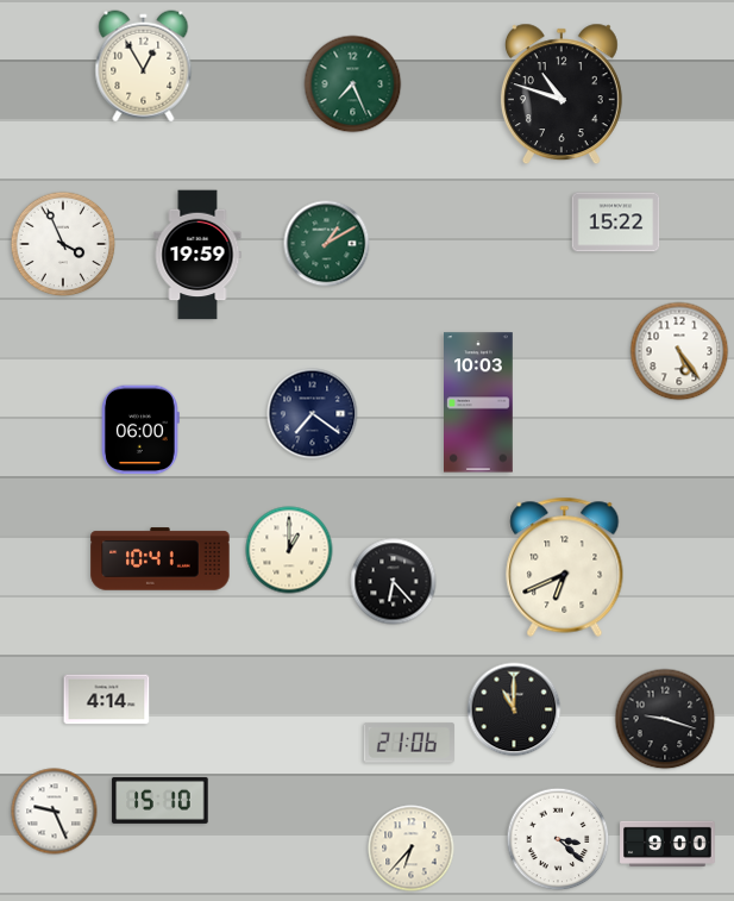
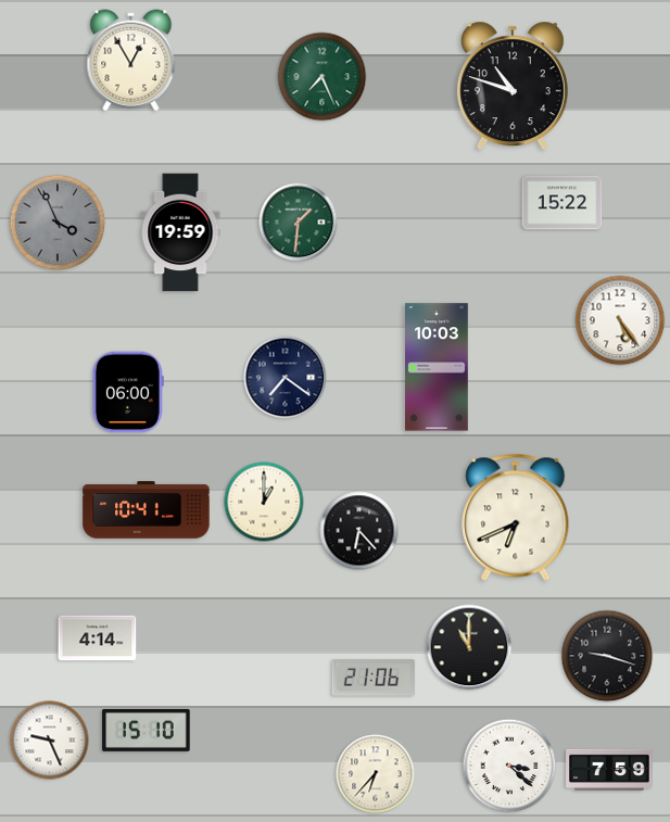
clock at (63, 244) dial: white -> grey
clock at (327, 244): 1:10 -> 1:31
clock at (667, 844): 9:00 -> 7:59
